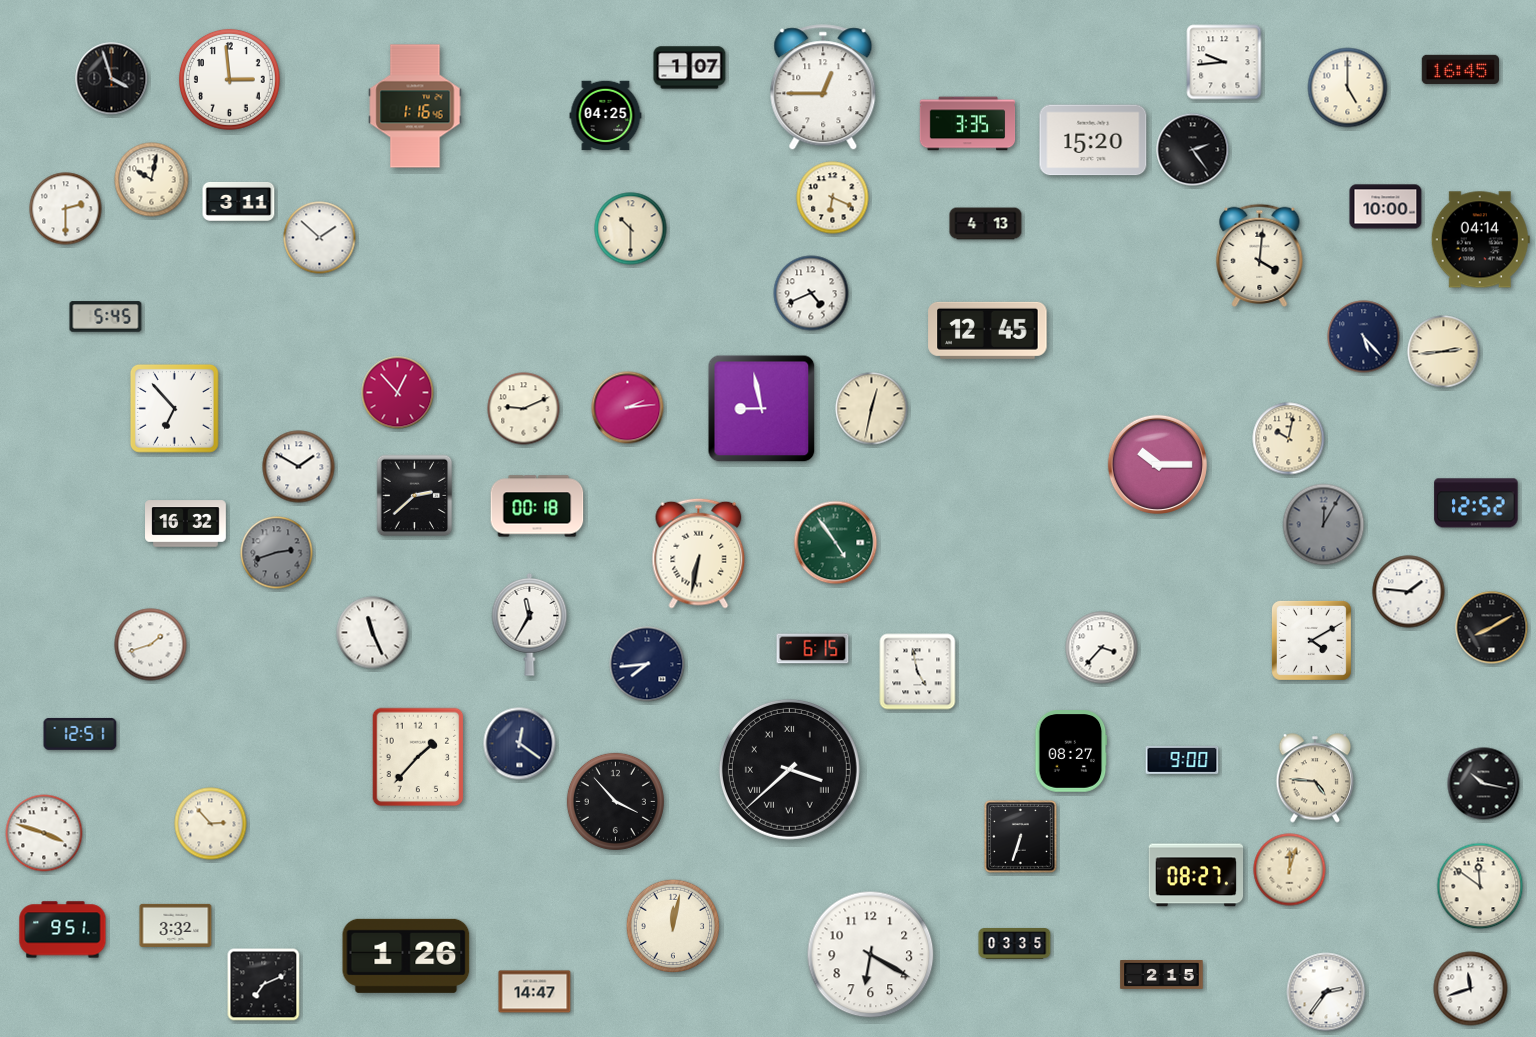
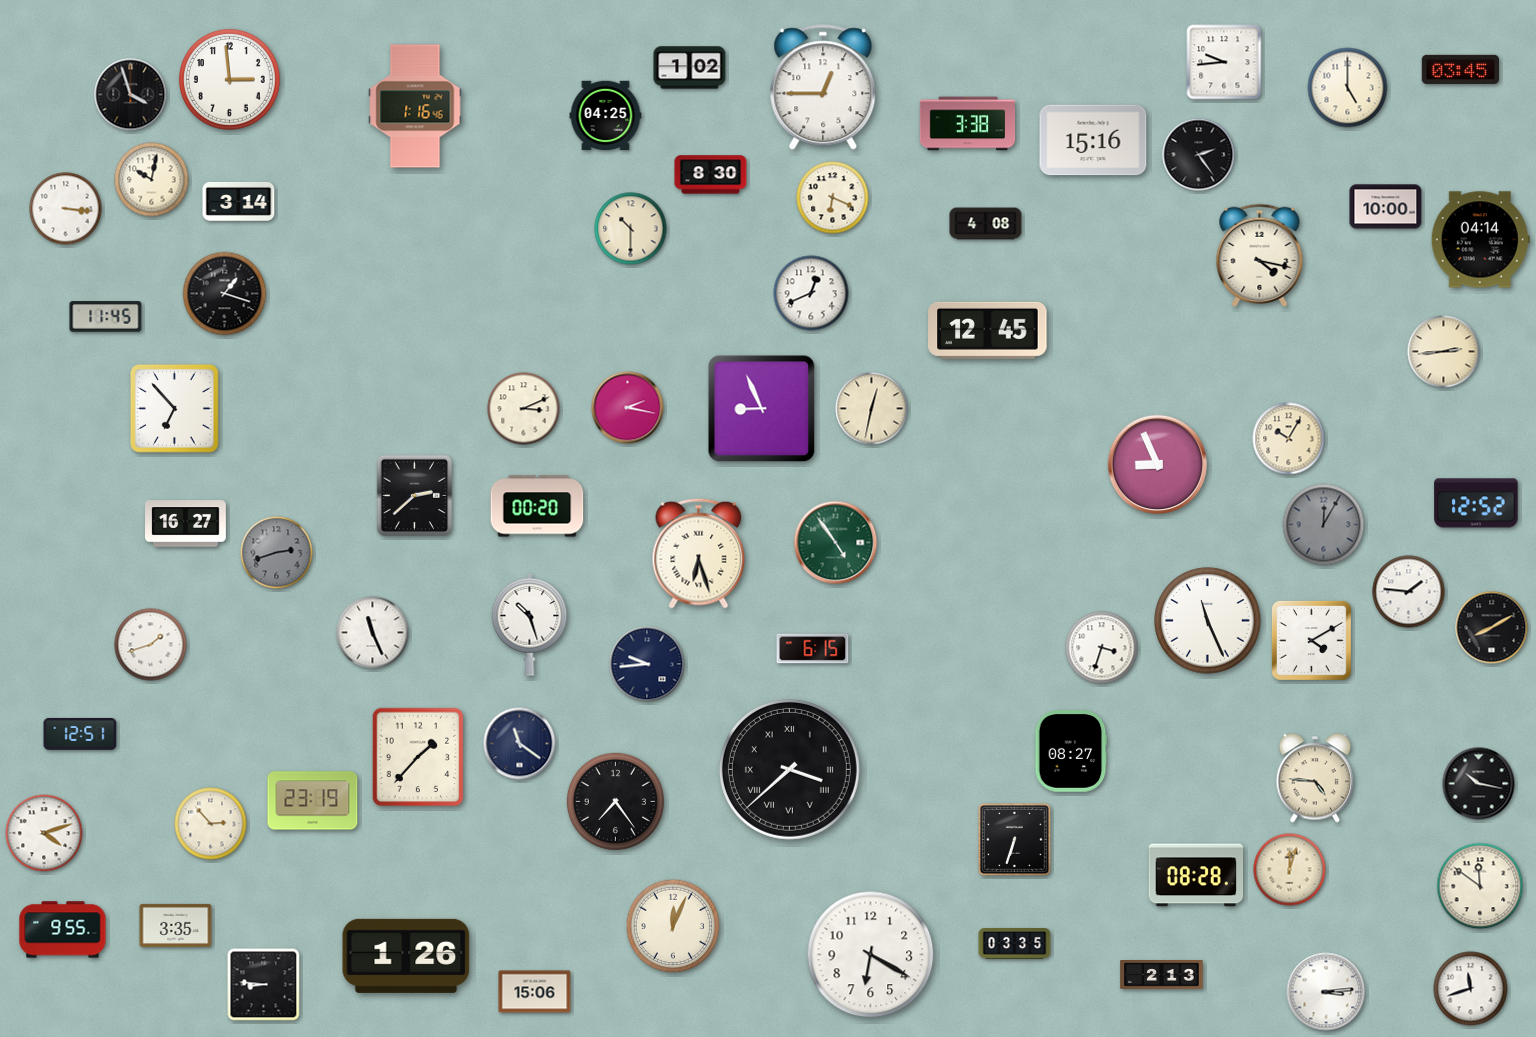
clock at (690, 68): 1:07 -> 1:02
clock at (1461, 69): 16:45 -> 03:45
clock at (112, 79) position: (112, 79) -> (131, 95)
clock at (968, 124): 3:35 -> 3:38
clock at (1093, 140): 15:20 -> 15:16
clock at (1193, 150) position: (1193, 150) -> (1199, 155)
clock at (711, 175): none -> 8:30
clock at (239, 201): 3:11 -> 3:14
clock at (66, 209): 2:30 -> 3:16
clock at (986, 224): 4:13 -> 4:08
clock at (320, 238): 1:52 -> none
clock at (1260, 255): 4:01 -> 4:17
clock at (811, 293): 4:41 -> 12:41
clock at (225, 294): none -> 1:18
clock at (106, 317): 5:45 -> 11:45
clock at (1364, 337): 5:23 -> none
clock at (398, 393): 12:53 -> none
clock at (628, 408): 2:14 -> 2:17
clock at (524, 409): 9:11 -> 3:11
clock at (762, 409): 8:58 -> 8:56
clock at (1289, 439): 10:02 -> 10:05
clock at (1157, 464): 10:15 -> 8:56
clock at (299, 467): 1:50 -> none
clock at (537, 506): 00:18 -> 00:20
clock at (186, 524): 16:32 -> 16:27
clock at (699, 553): 6:32 -> 6:27
clock at (1208, 621): none -> 11:26
clock at (530, 625): 11:35 -> 10:27
clock at (1102, 648): 3:37 -> 3:33
clock at (647, 664): 7:44 -> 9:44
clock at (918, 672): 4:58 -> none
clock at (520, 744): 12:21 -> 11:21
clock at (1182, 760): 9:00 -> none
clock at (1484, 784) position: (1484, 784) -> (1479, 784)
clock at (313, 801): none -> 23:19
clock at (615, 801): 3:53 -> 7:24
clock at (44, 833): 3:48 -> 4:12
clock at (1020, 836) position: (1020, 836) -> (1014, 839)
clock at (1196, 875): 08:27 -> 08:28
clock at (176, 925): 3:32 -> 3:35
clock at (673, 926): 12:02 -> 12:04
clock at (63, 930): 9:51 -> 9:55
clock at (1162, 975): 2:15 -> 2:13
clock at (264, 985): 7:11 -> 8:46
clock at (535, 992): 14:47 -> 15:06
clock at (1326, 992): 2:36 -> 3:14
